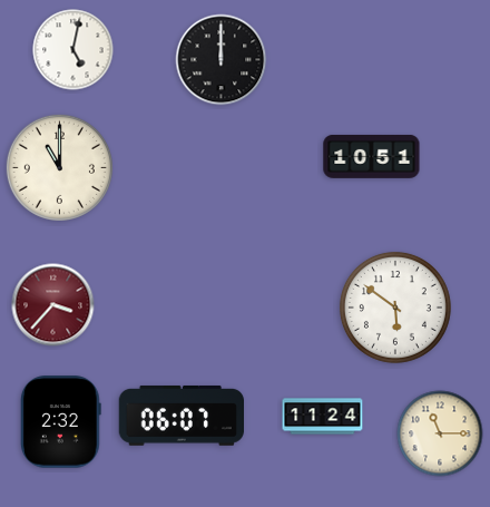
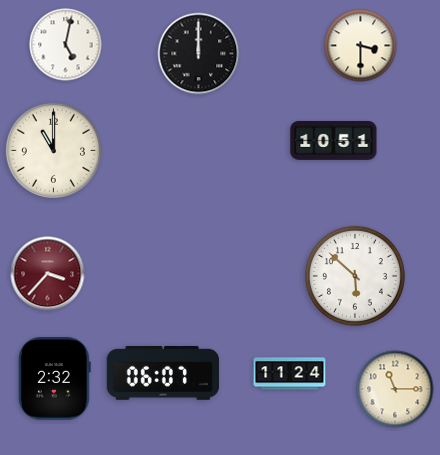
clock at (361, 46): none -> 3:30
clock at (395, 308): 5:51 -> 5:52
